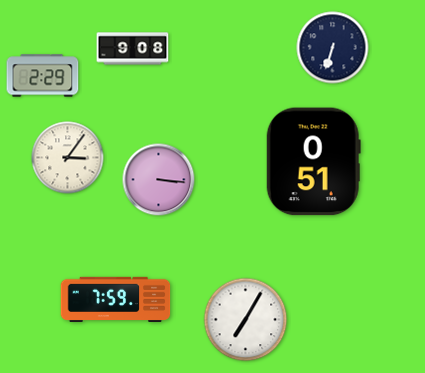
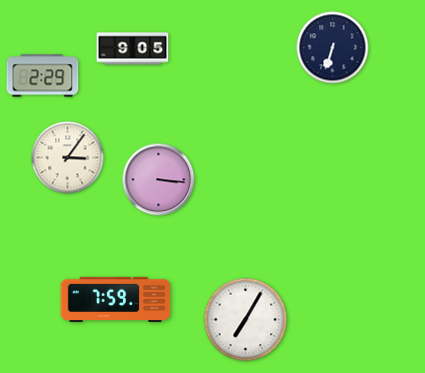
clock at (133, 49): 9:08 -> 9:05
clock at (313, 162): 0:51 -> none
